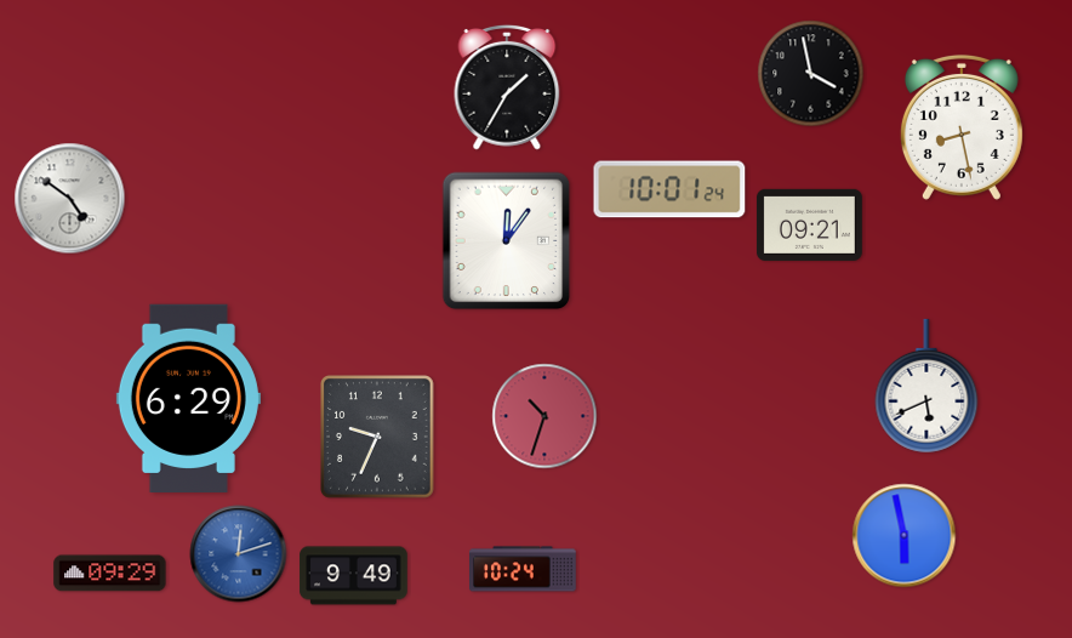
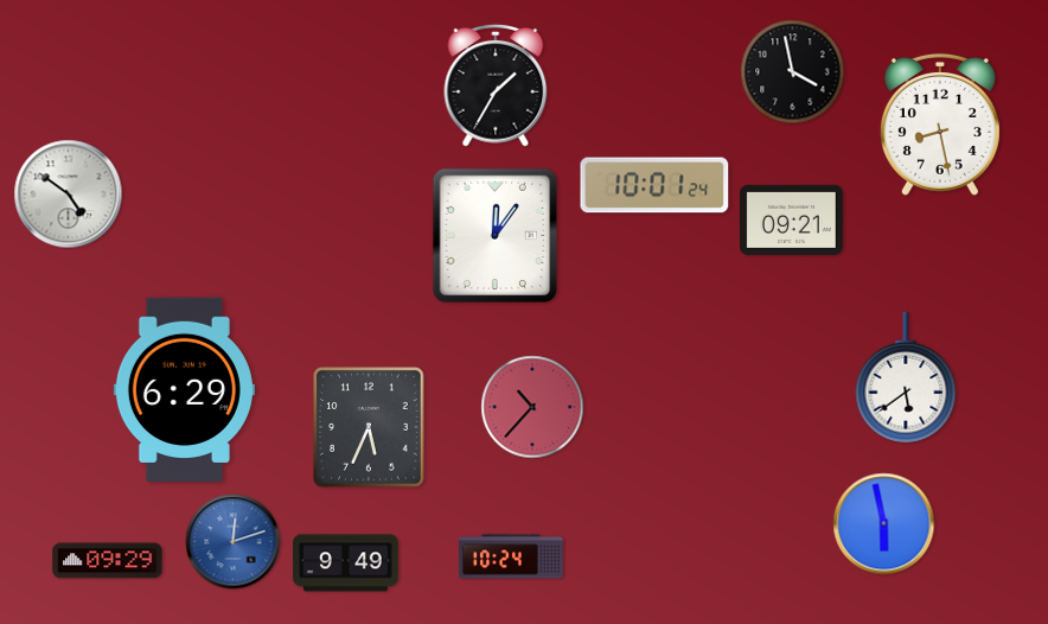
clock at (926, 386): 5:41 -> 5:39
clock at (544, 416): 10:33 -> 10:37
clock at (378, 438): 9:34 -> 5:34
